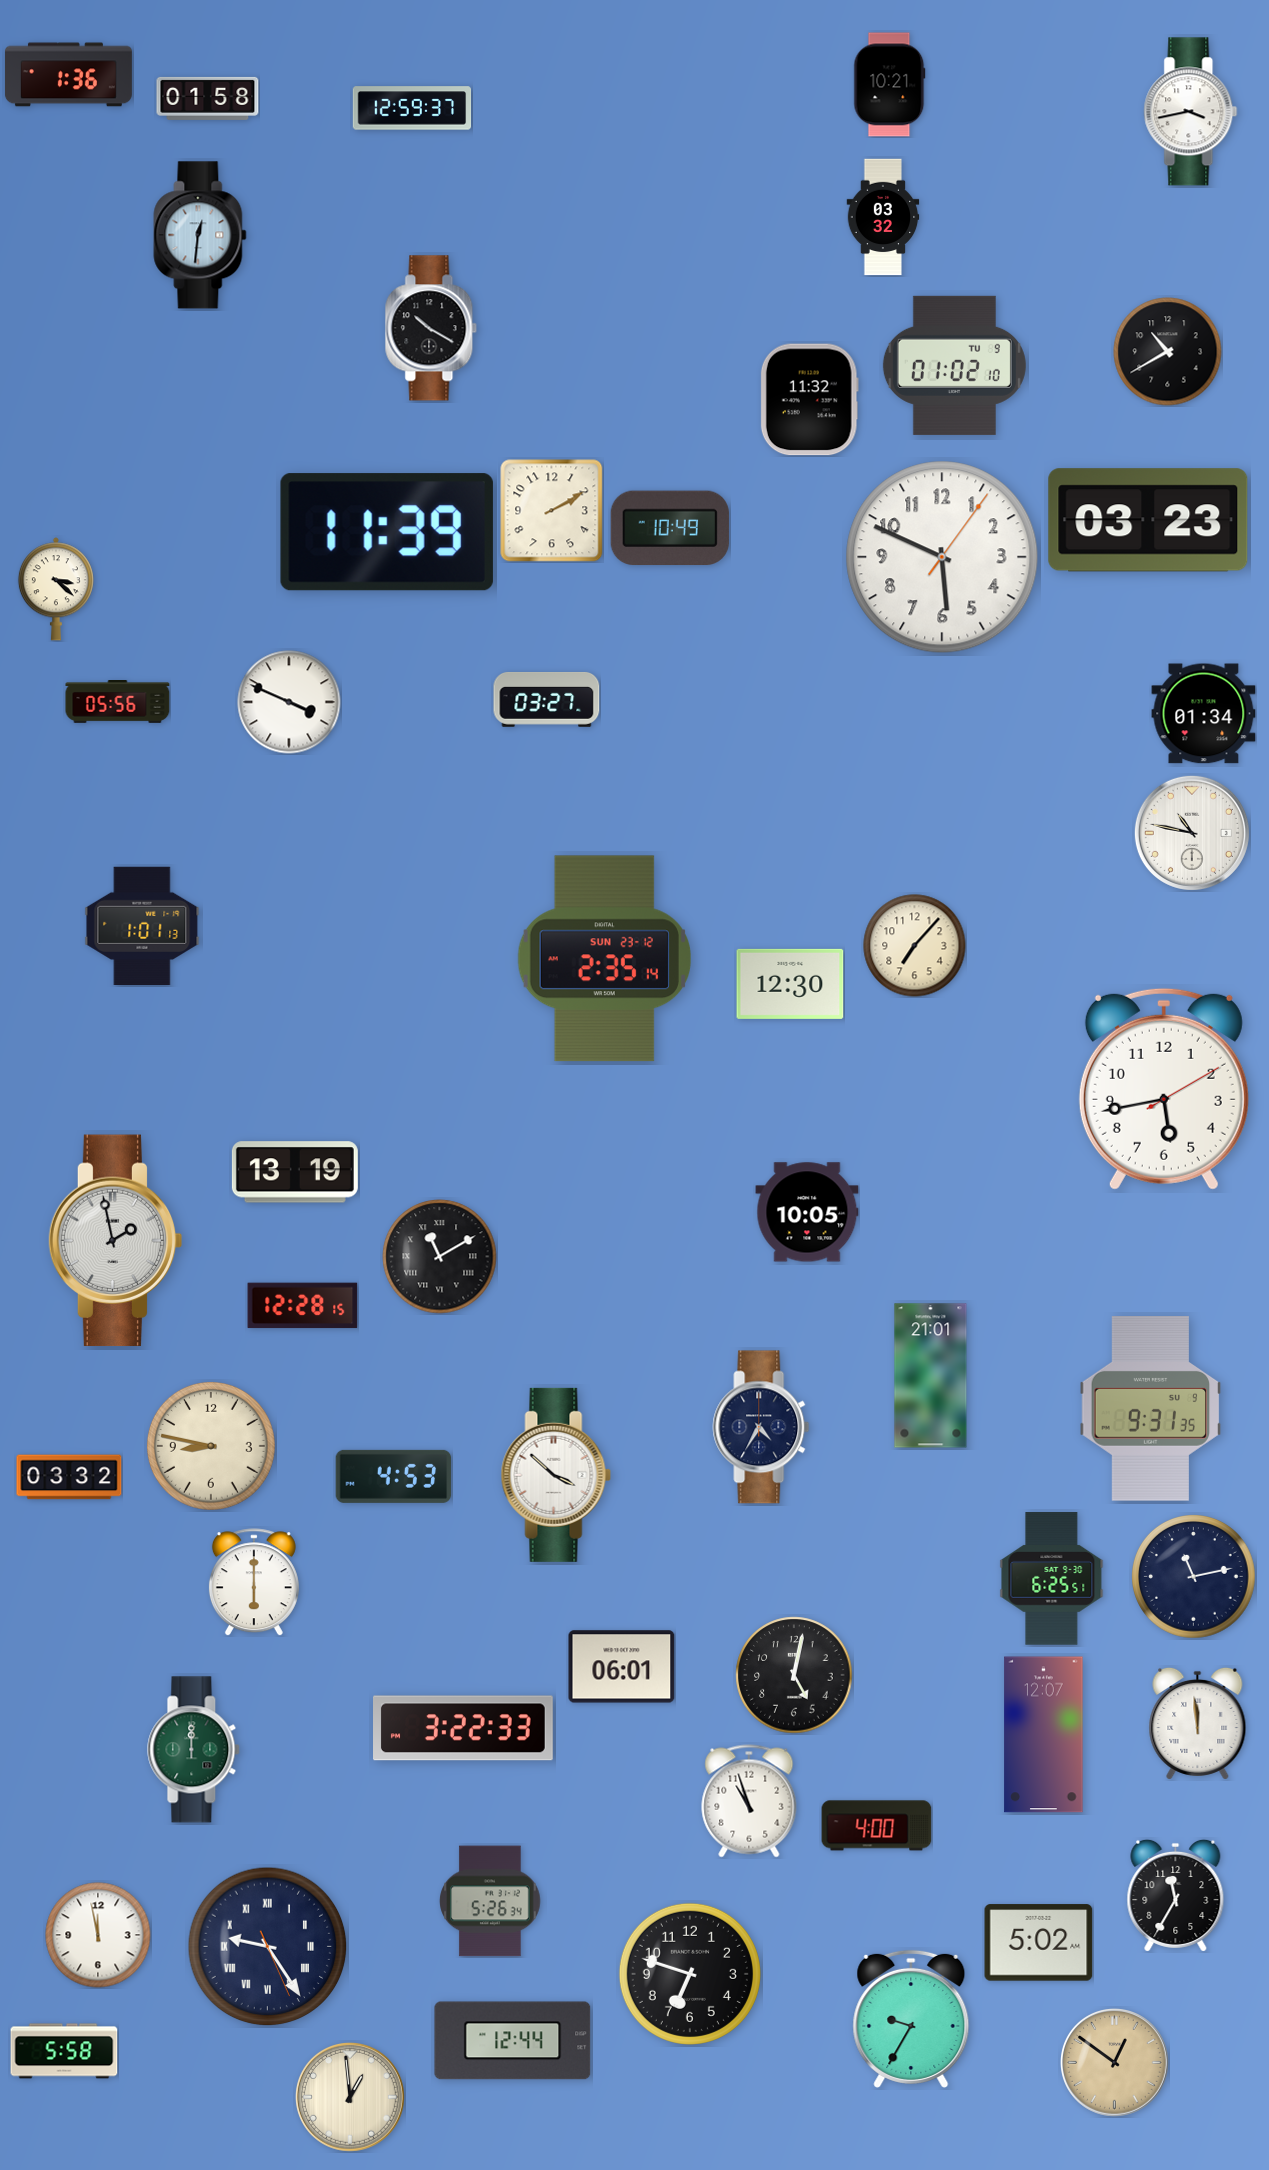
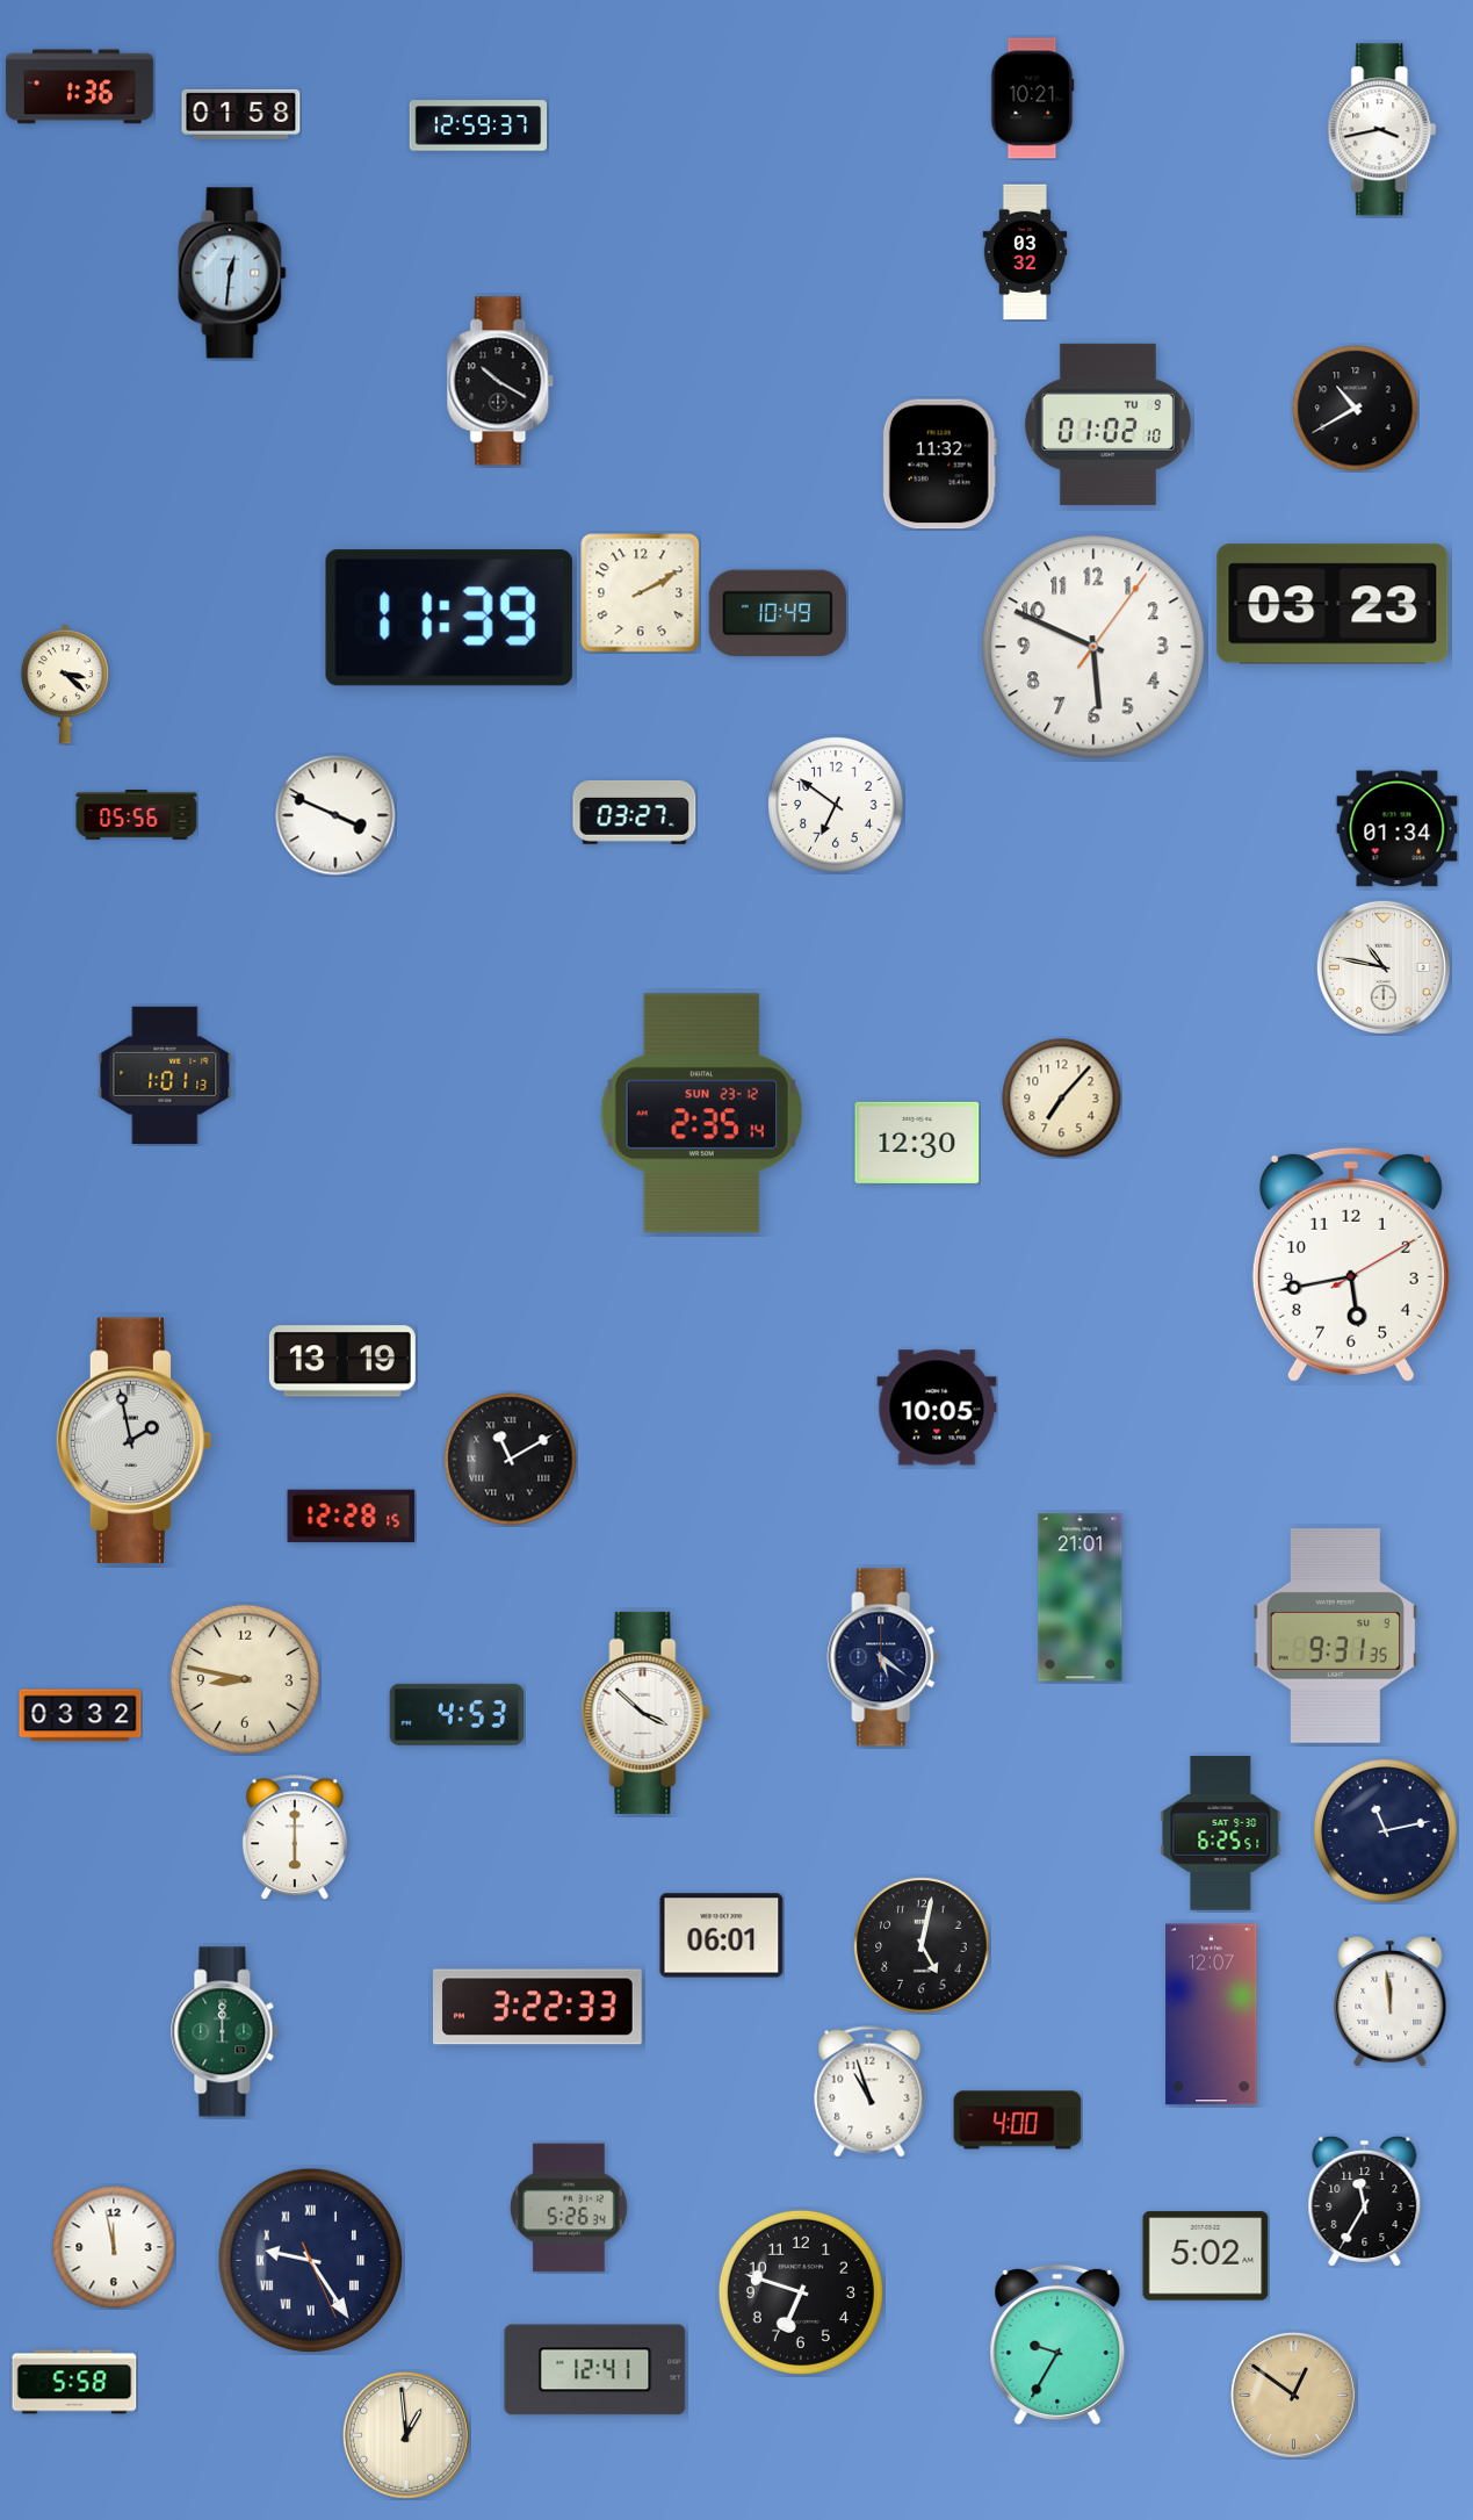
clock at (836, 805): none -> 6:51
clock at (761, 1427): 4:35 -> 5:21
clock at (513, 2041): 12:44 -> 12:41
